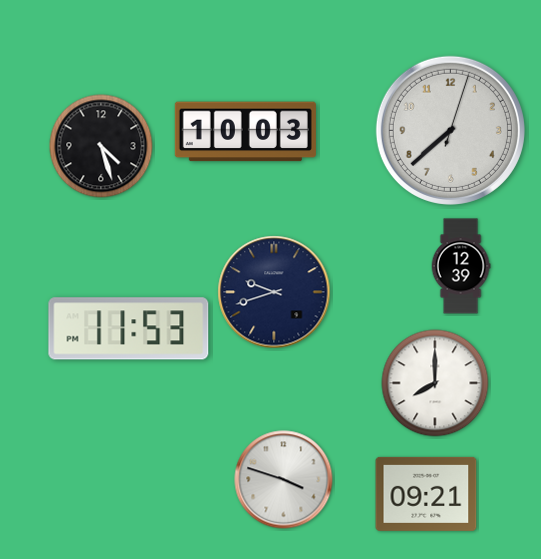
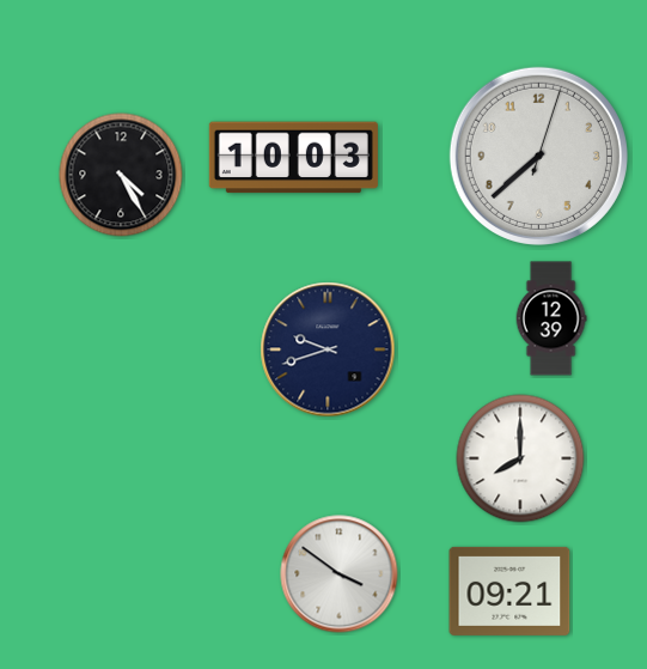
clock at (101, 146): 4:27 -> 4:25
clock at (129, 329): 11:53 -> none
clock at (284, 480): 3:48 -> 3:51
